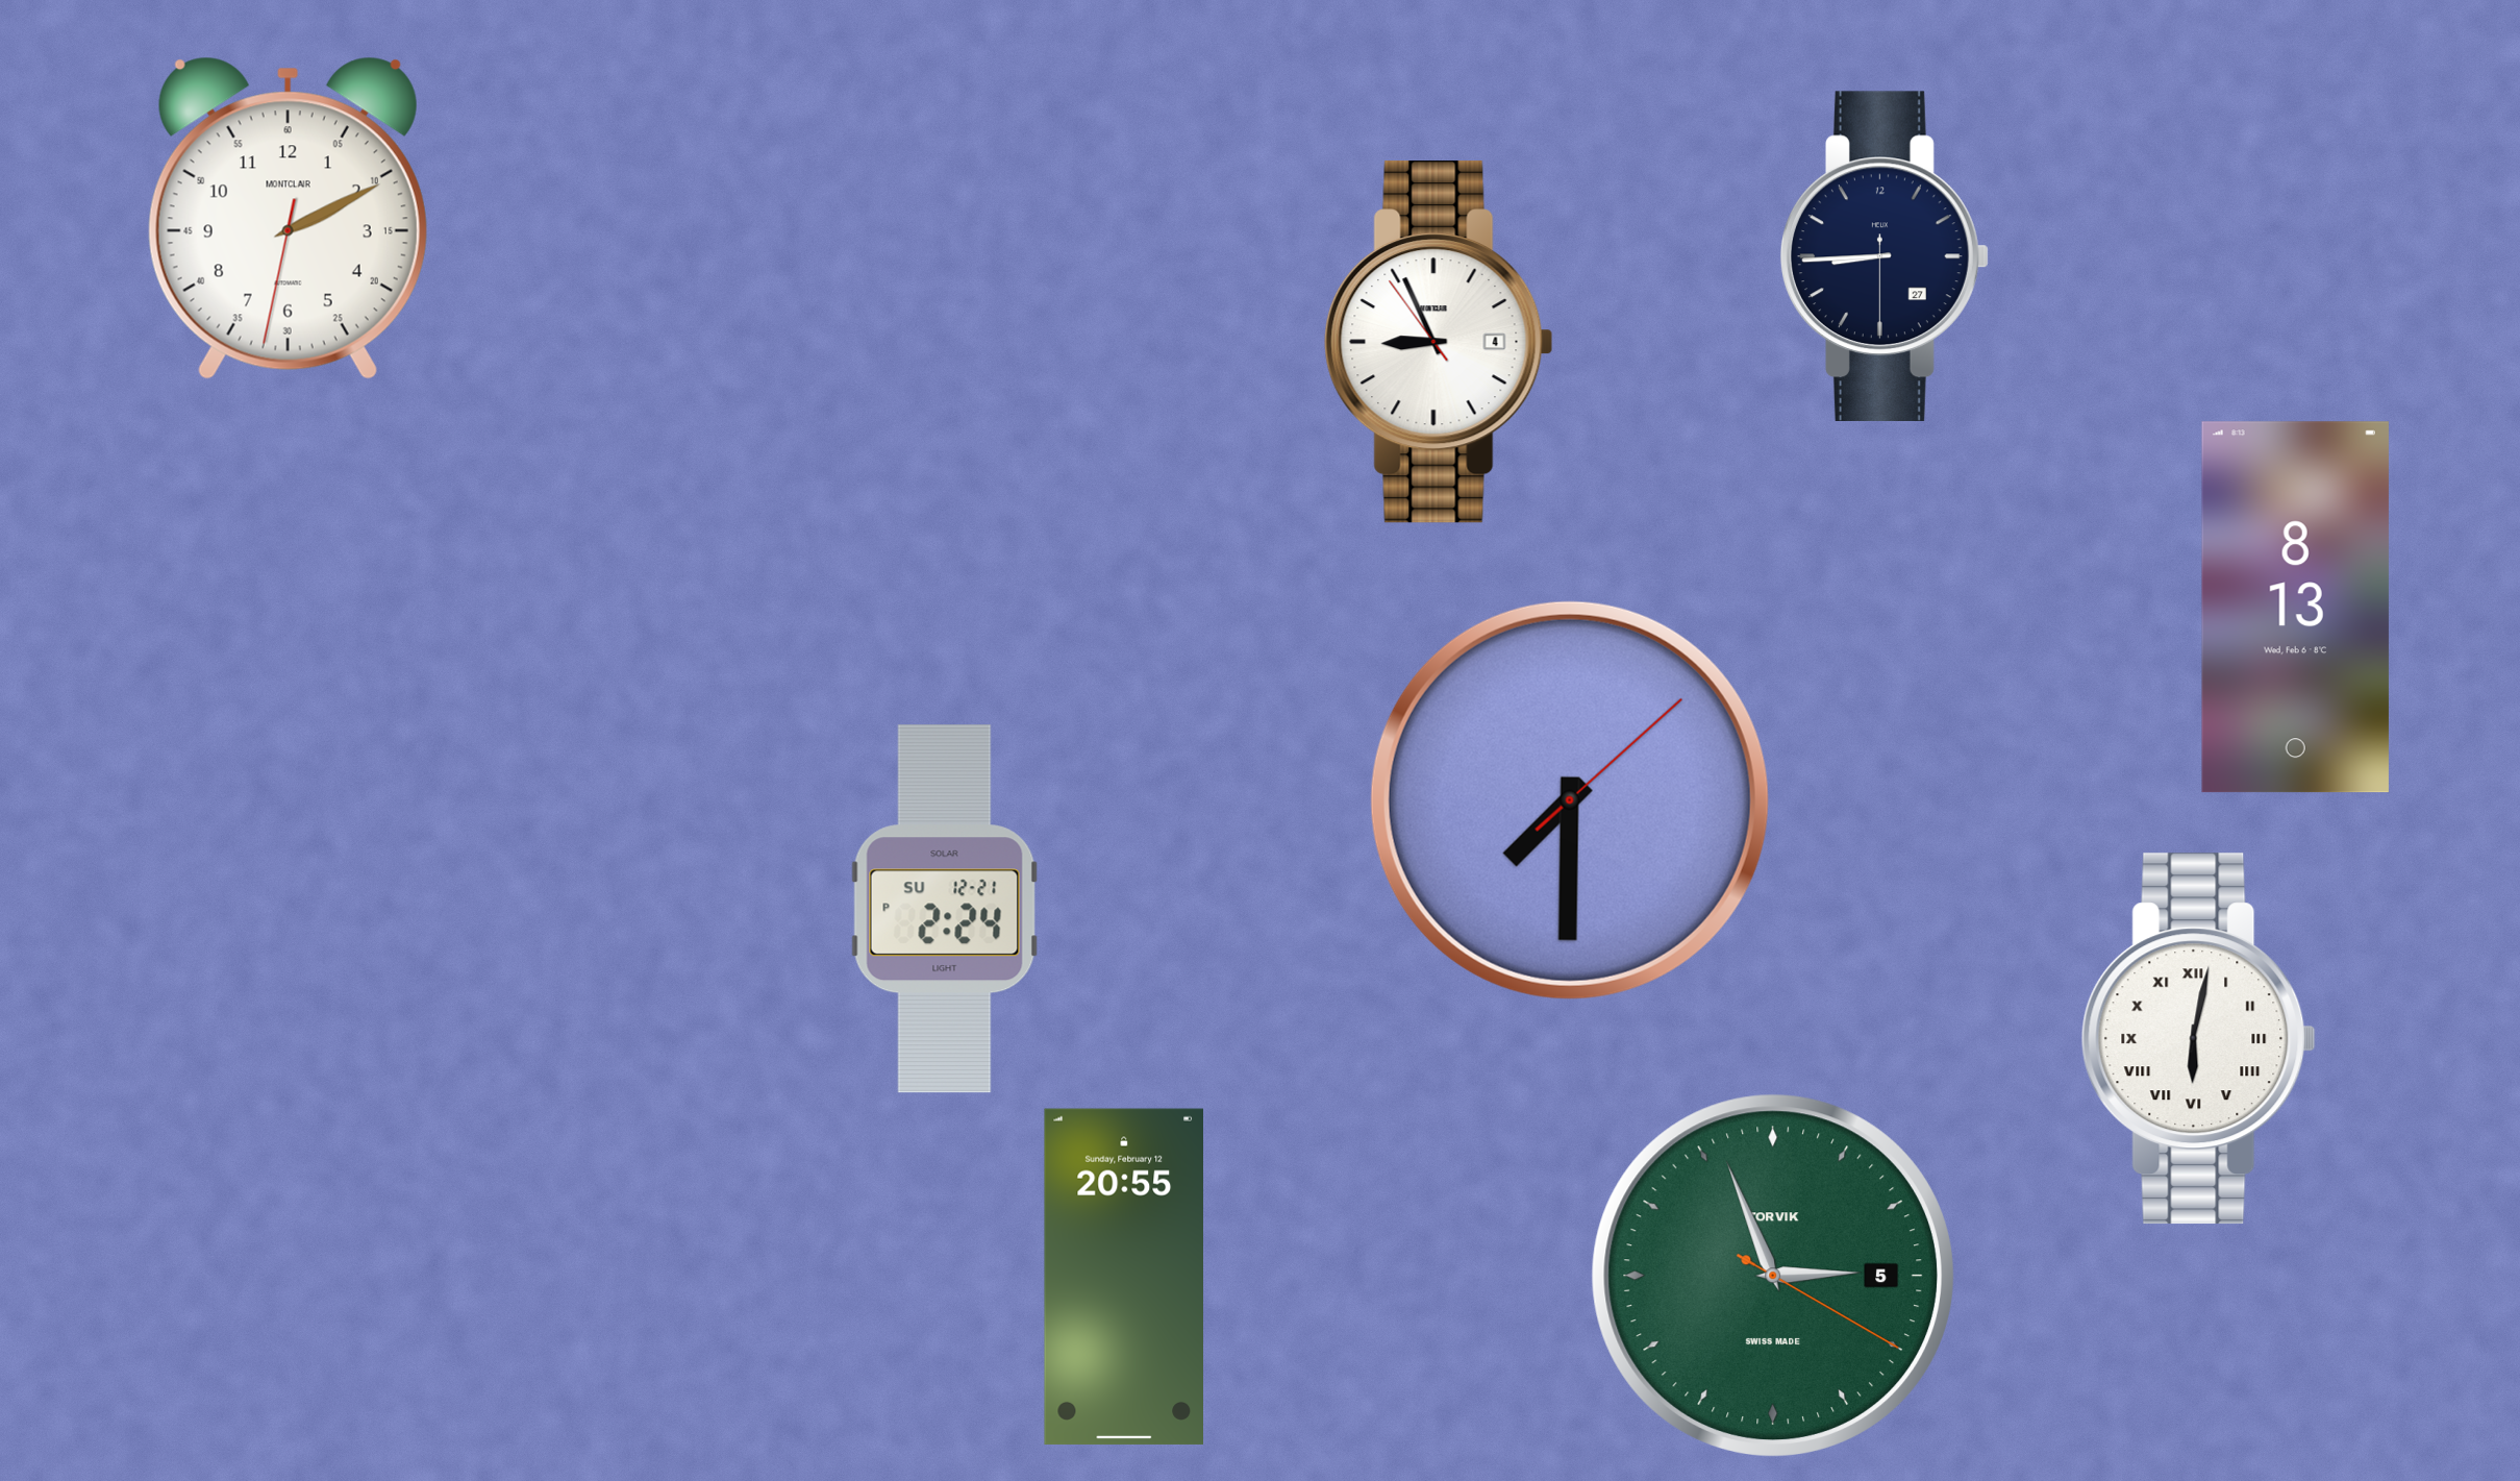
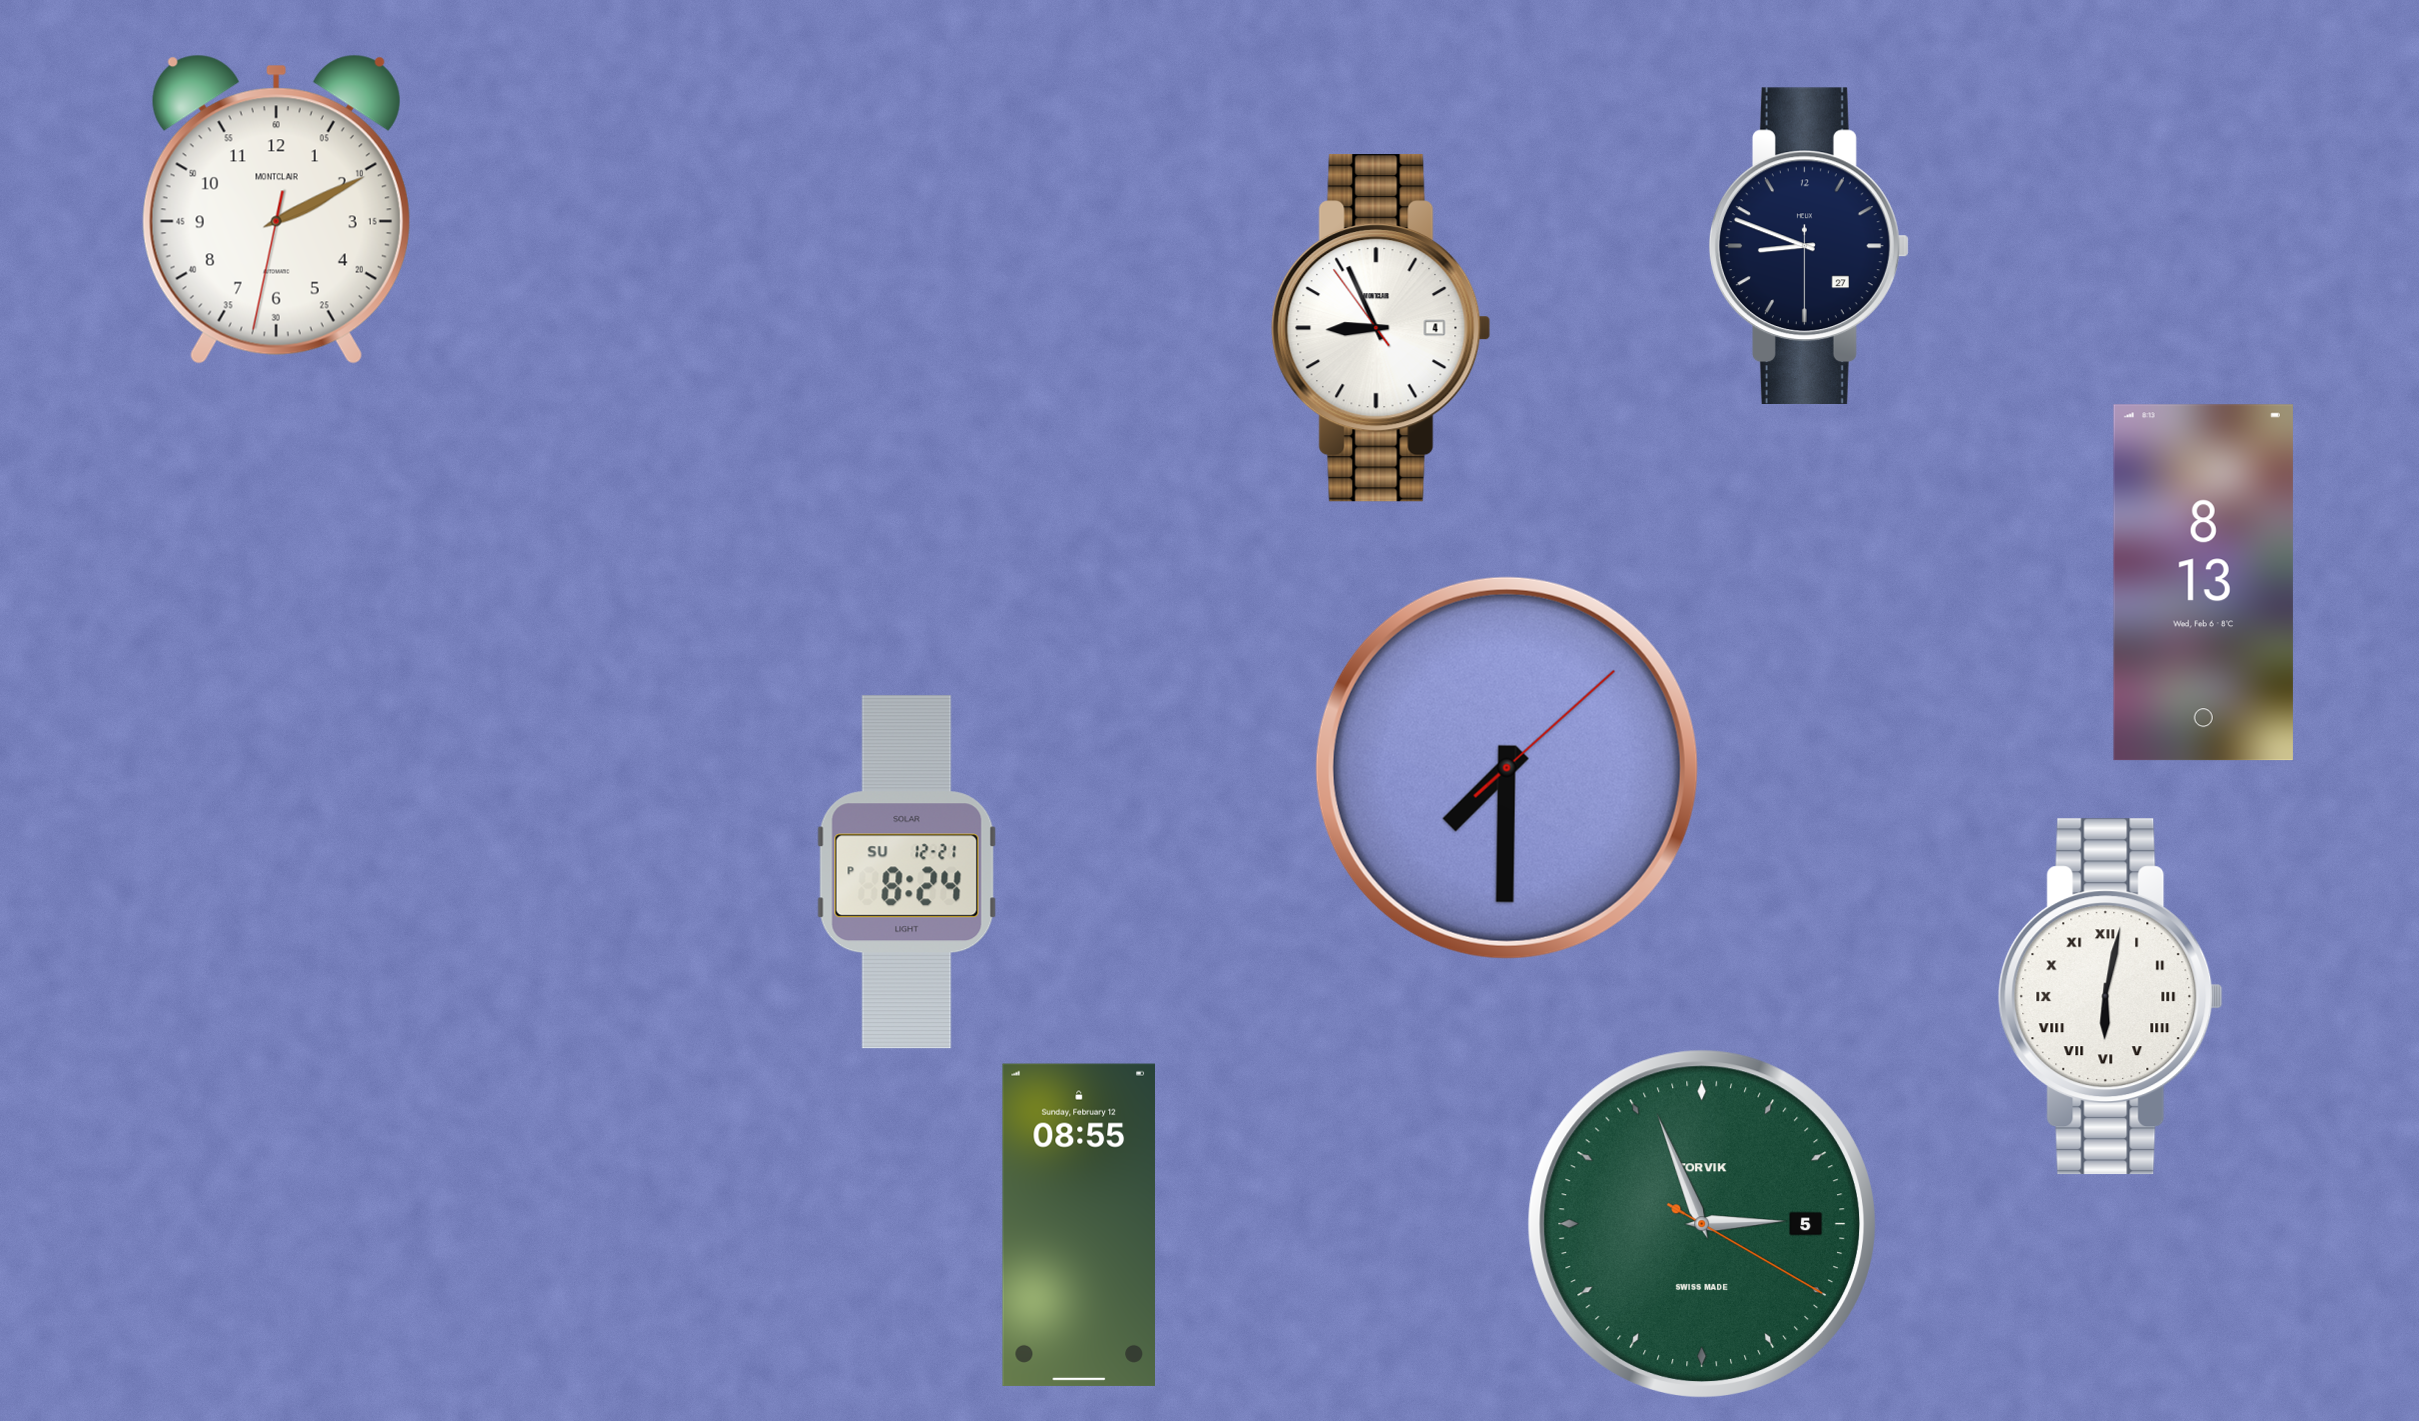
clock at (1885, 255): 8:44 -> 8:48
clock at (945, 909): 2:24 -> 8:24
clock at (1123, 1277): 20:55 -> 08:55
